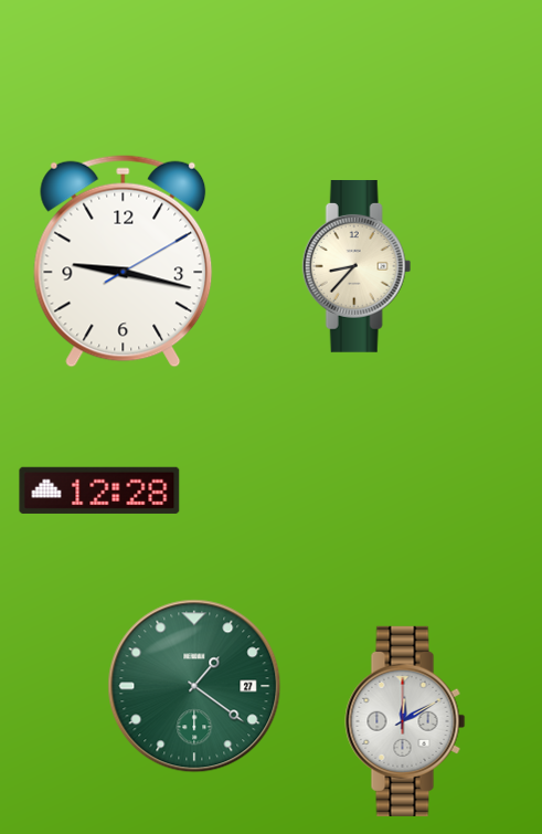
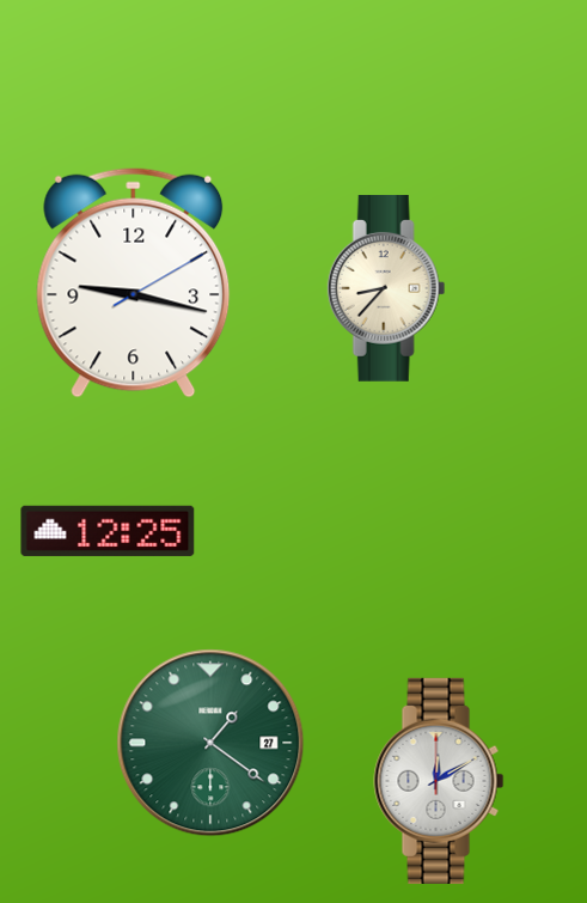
clock at (99, 490): 12:28 -> 12:25
